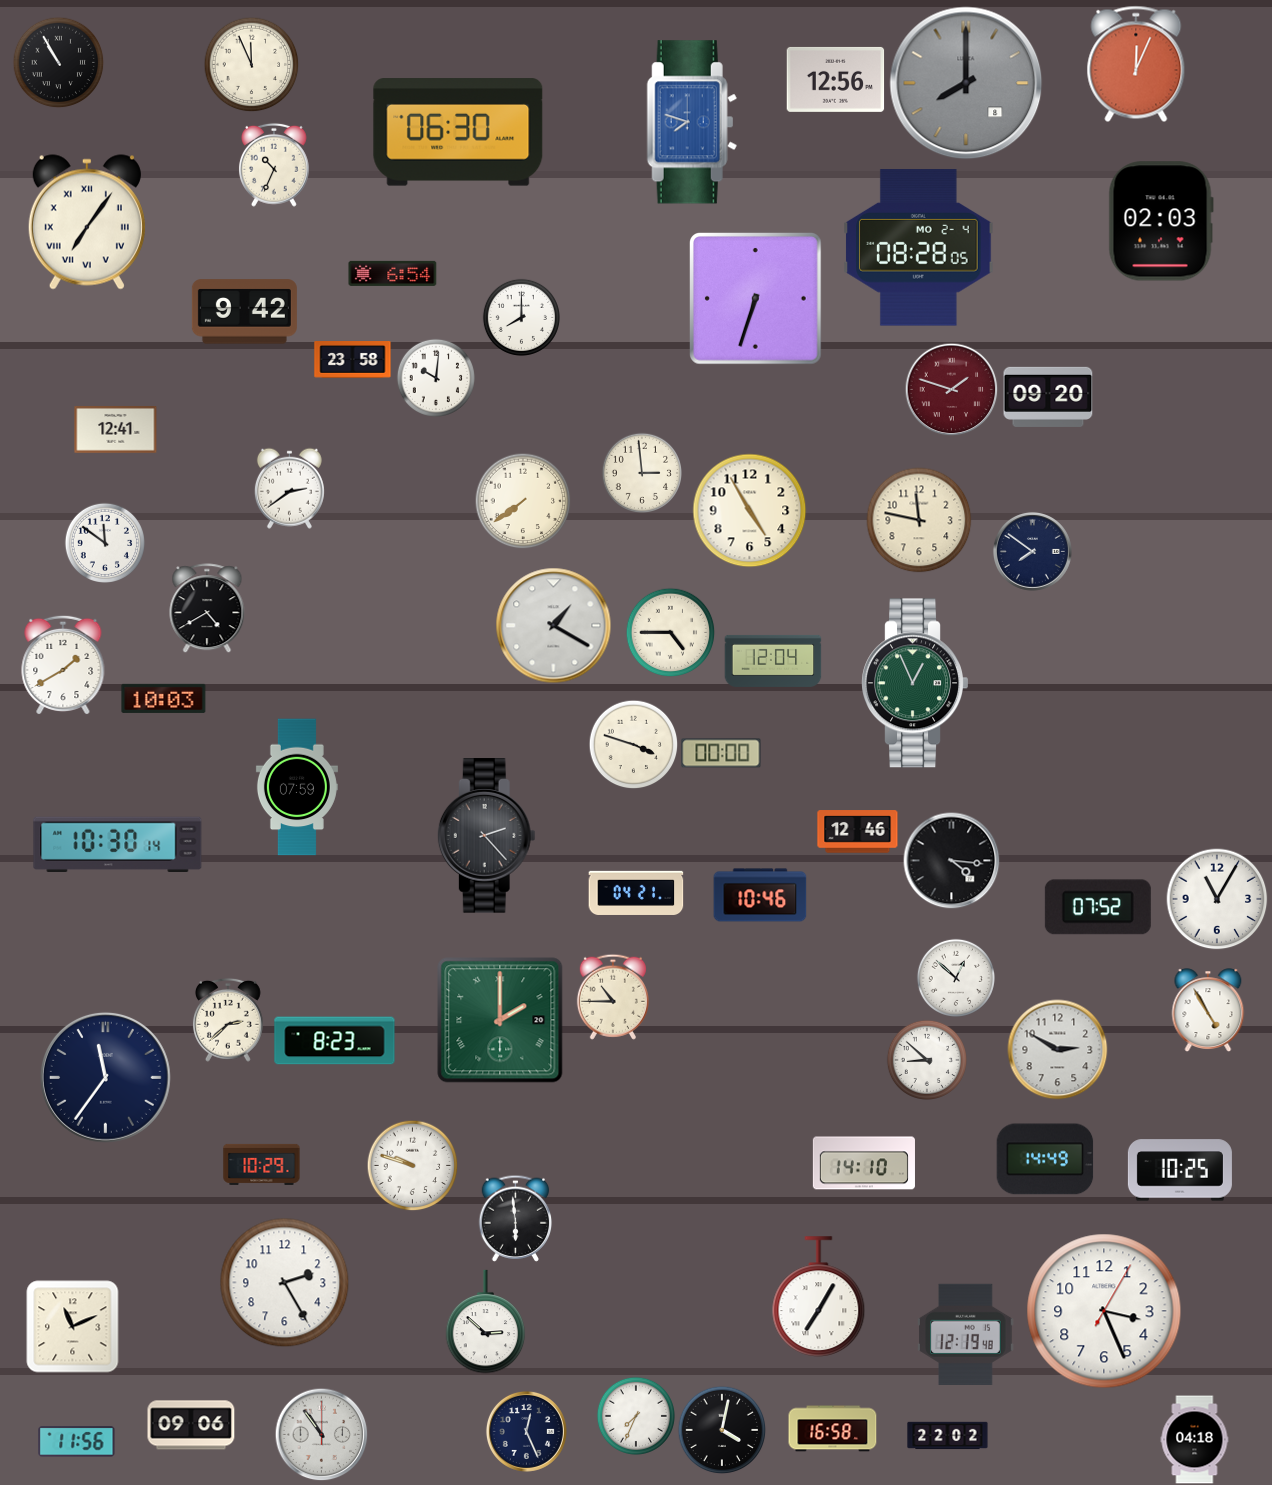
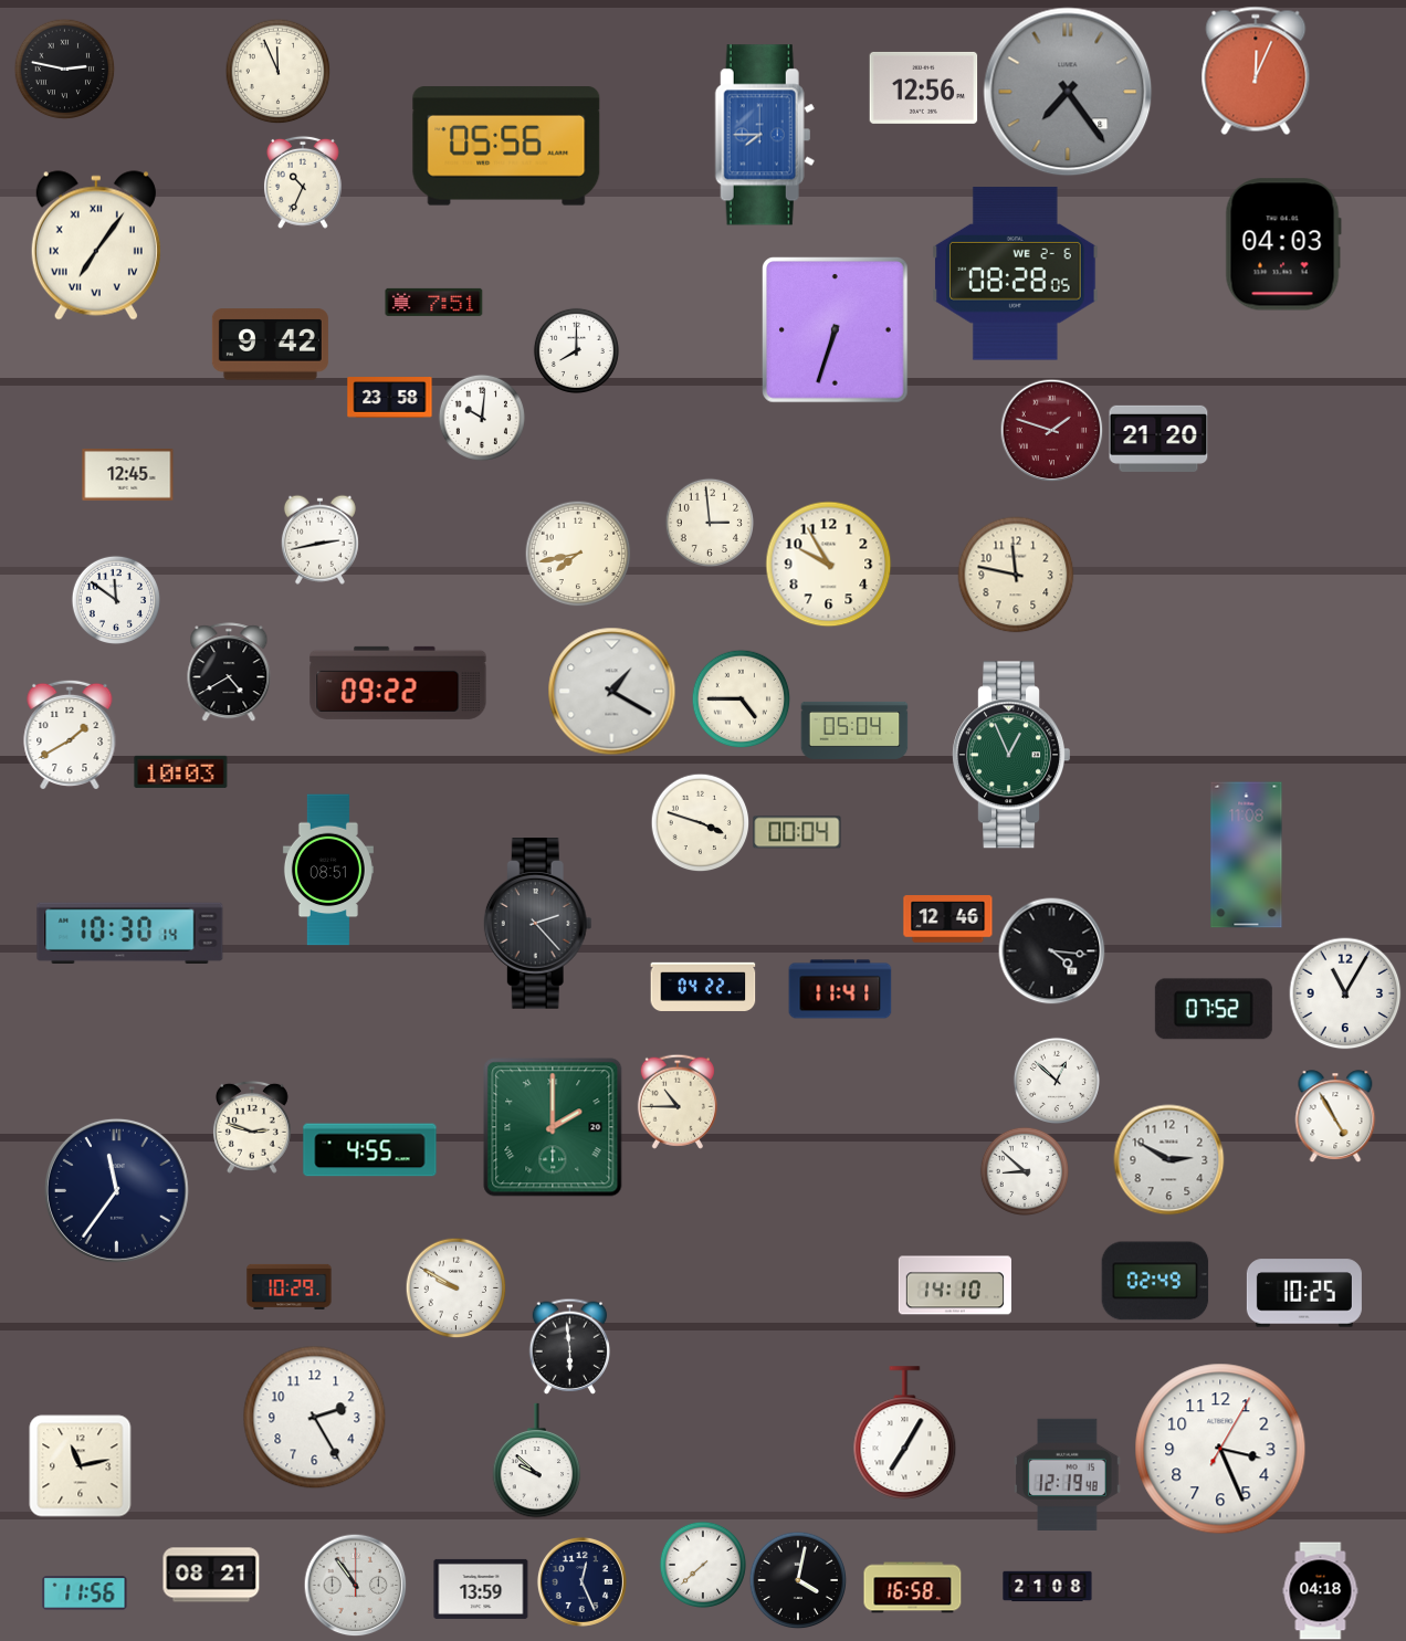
clock at (58, 62): 10:55 -> 2:47
clock at (966, 83): 8:00 -> 7:24
clock at (692, 122): 7:48 -> 7:45
clock at (458, 132): 06:30 -> 05:56
clock at (1161, 221): 02:03 -> 04:03
clock at (919, 248) date: MO 2-4 -> WE 2-6
clock at (393, 273): 6:54 -> 7:51
clock at (1048, 397): 09:20 -> 21:20
clock at (116, 430): 12:41 -> 12:45
clock at (289, 488): 2:39 -> 2:43
clock at (523, 501): 7:39 -> 7:43
clock at (750, 511): 4:55 -> 9:55
clock at (1032, 551): 7:51 -> none
clock at (398, 683): none -> 09:22
clock at (773, 661): 12:04 -> 05:04
clock at (721, 753): 00:00 -> 00:04
clock at (1247, 855): none -> 11:08
clock at (297, 787): 07:59 -> 08:51
clock at (636, 893): 04:21 -> 04:22
clock at (760, 895): 10:46 -> 11:41
clock at (1098, 907) position: (1098, 907) -> (1214, 1009)
clock at (228, 1020): 2:38 -> 2:48
clock at (335, 1041): 8:23 -> 4:55
clock at (1045, 1159): 14:49 -> 02:49
clock at (412, 1165): 9:48 -> 9:50
clock at (486, 1322): 2:52 -> 9:52
clock at (73, 1327): 11:11 -> 11:13
clock at (636, 1416): 7:34 -> 7:38
clock at (191, 1425): 09:06 -> 08:21
clock at (833, 1429) position: (833, 1429) -> (913, 1588)
clock at (948, 1436): 22:02 -> 21:08
clock at (481, 1589): none -> 13:59
